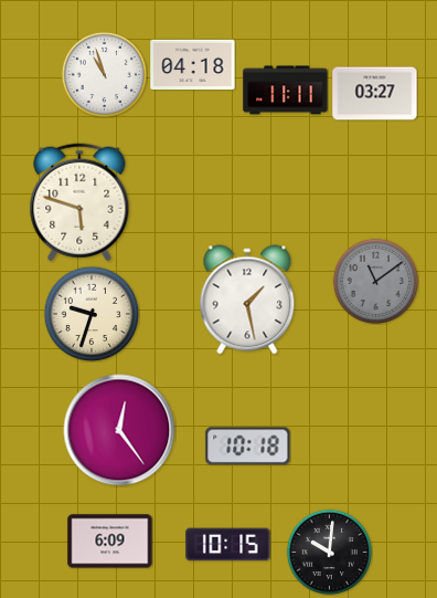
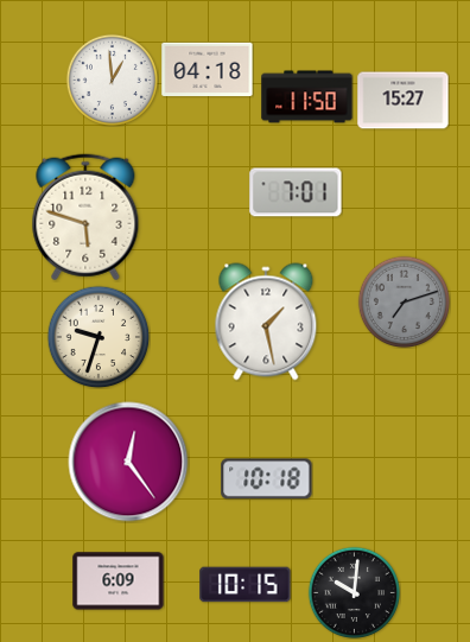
clock at (104, 74): 10:57 -> 12:59
clock at (286, 91): 11:11 -> 11:50
clock at (375, 94): 03:27 -> 15:27
clock at (296, 192): none -> 7:01
clock at (375, 281): 11:09 -> 7:12
